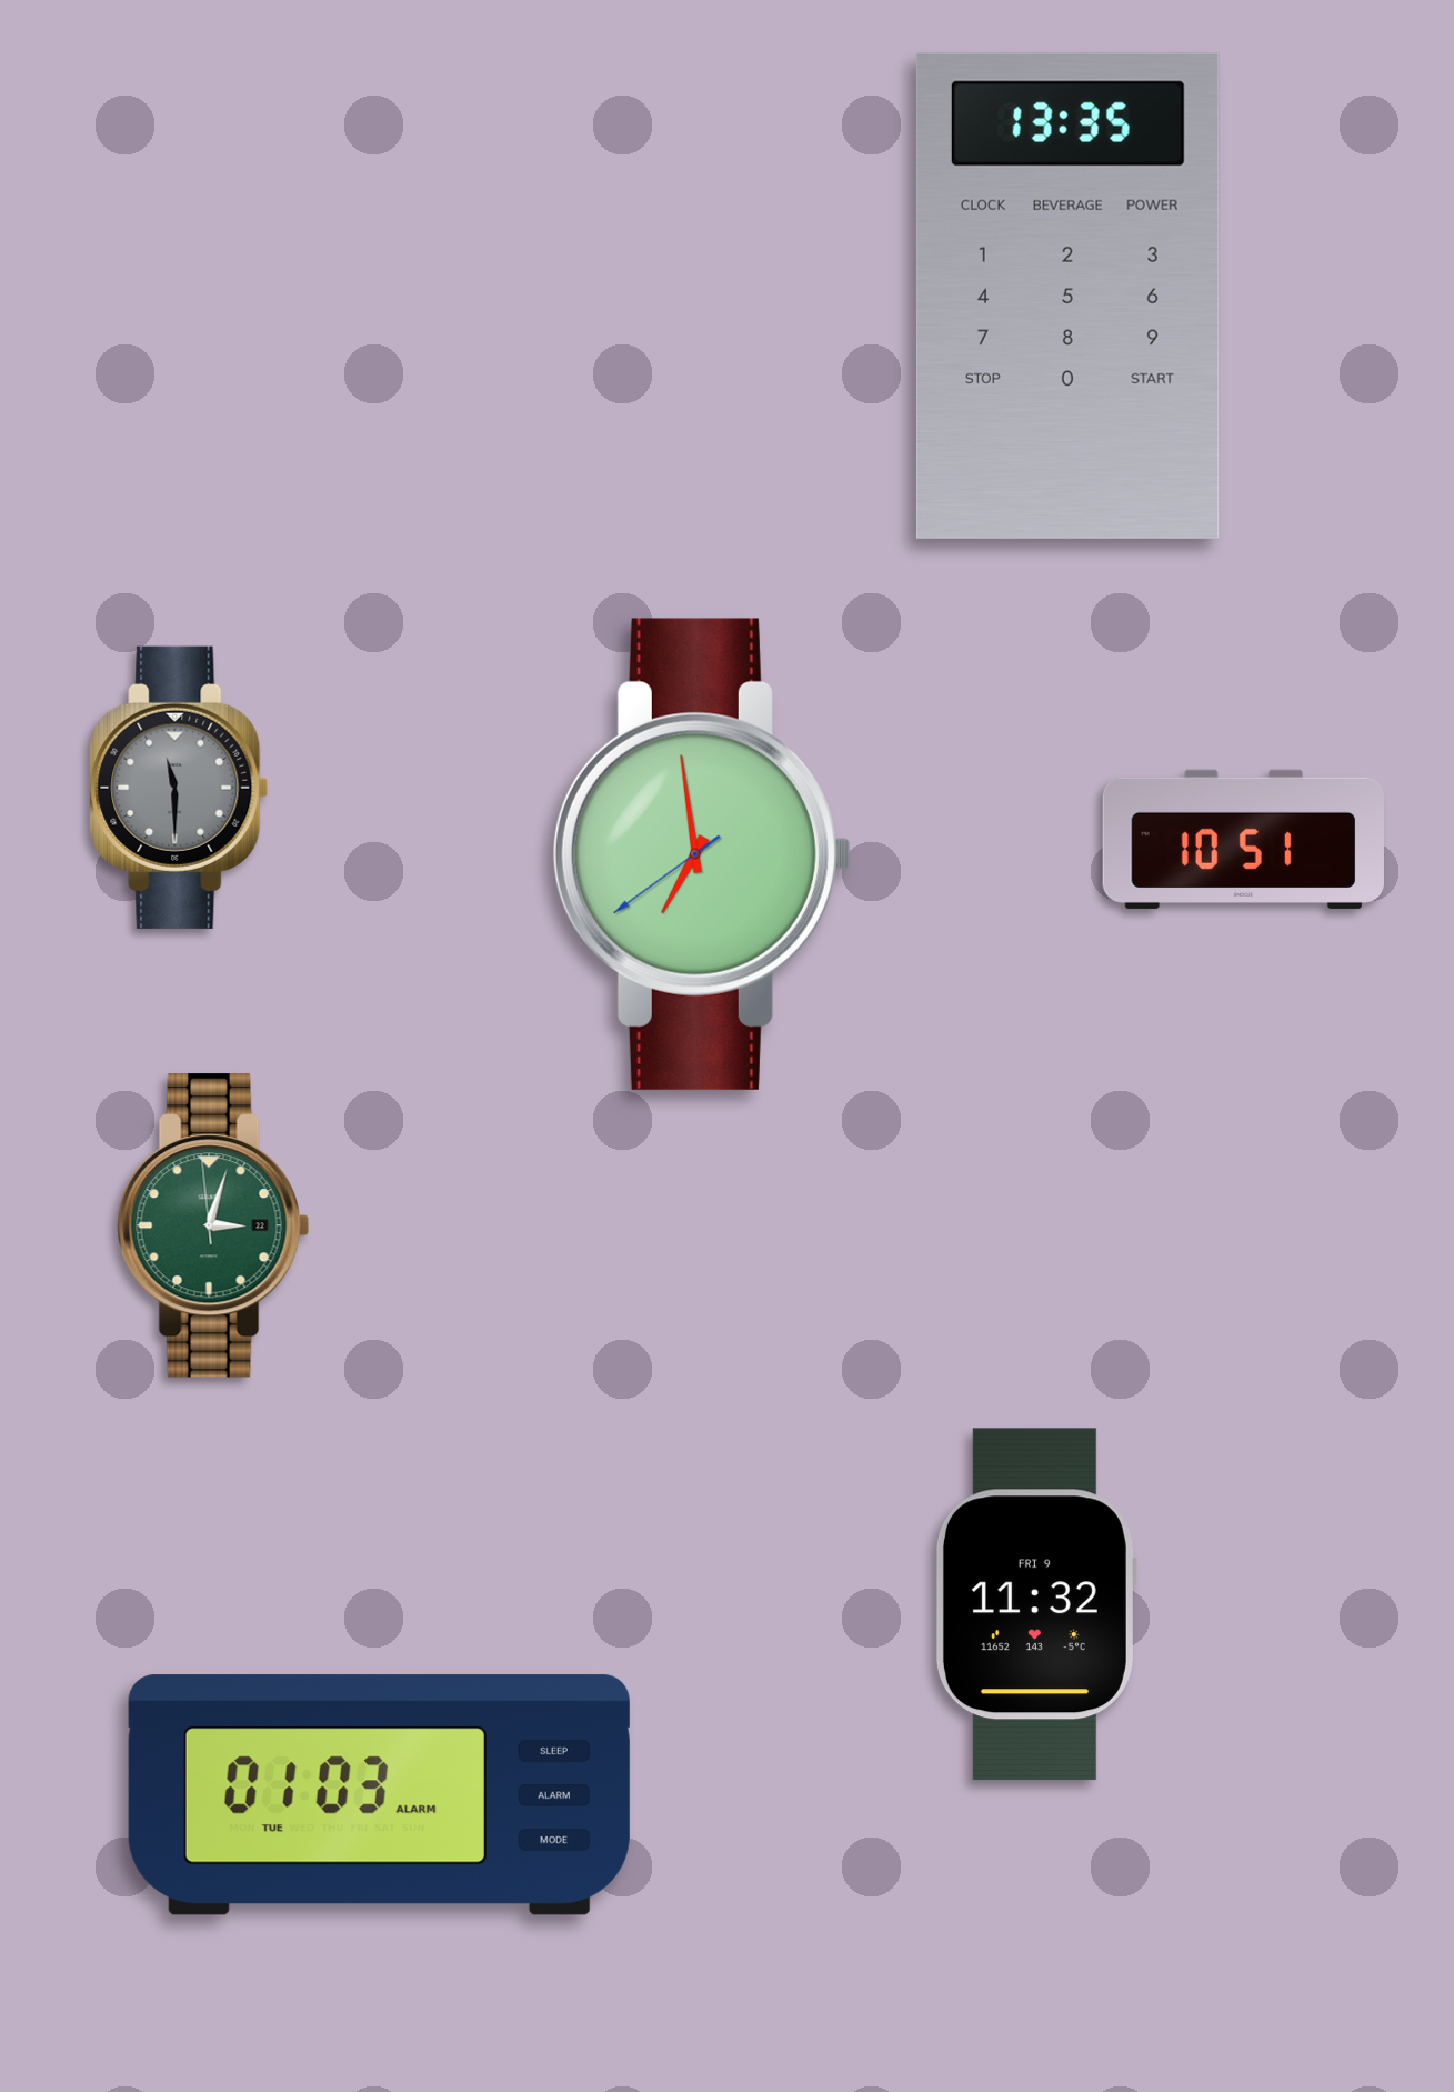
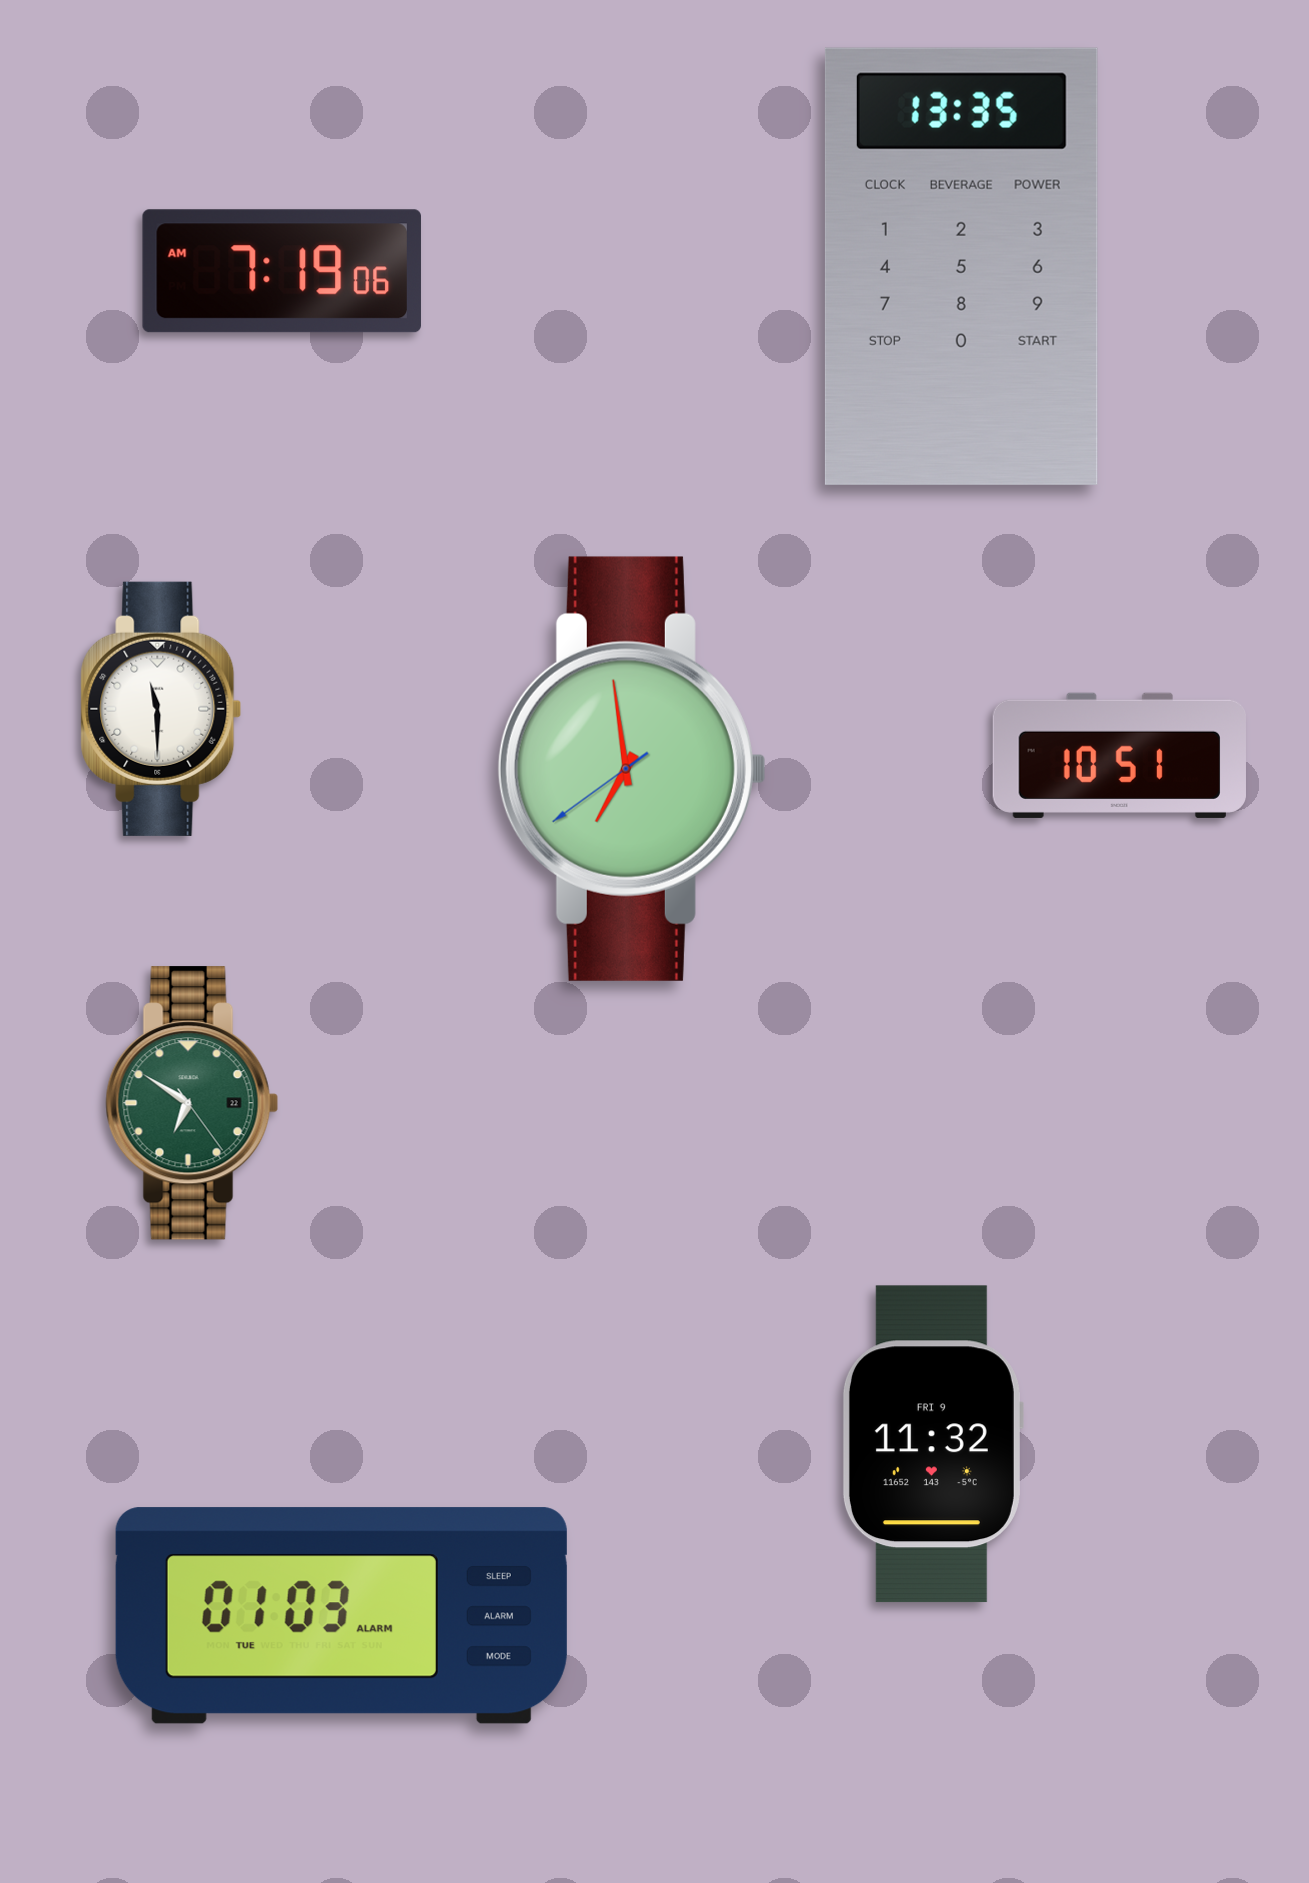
clock at (282, 271): none -> 7:19
clock at (179, 788) dial: grey -> white
clock at (213, 1225): 3:02 -> 6:50
